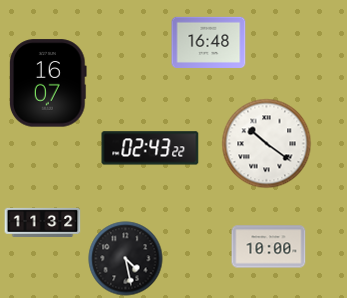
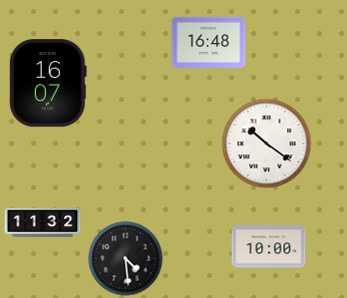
clock at (150, 148): 02:43 -> none
clock at (126, 259): 4:28 -> 4:29
